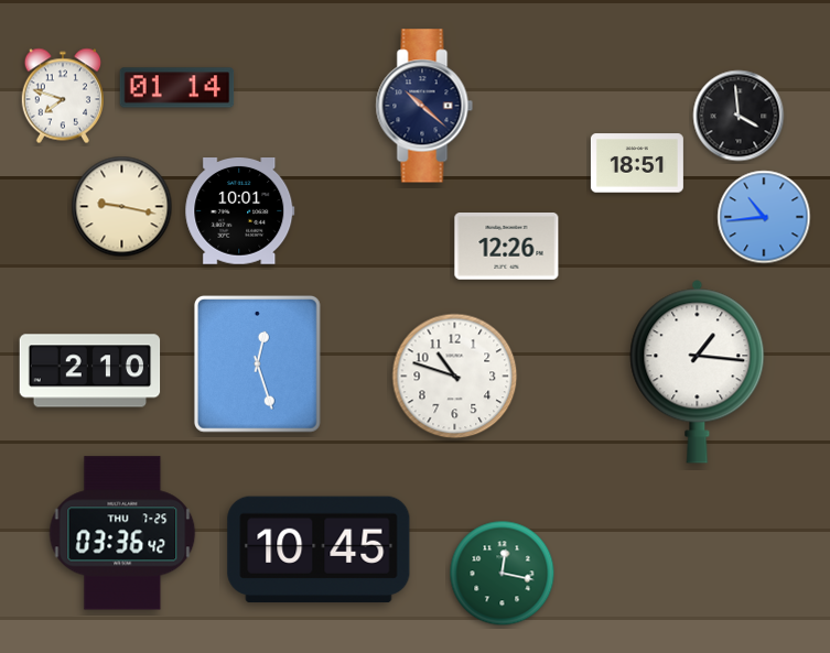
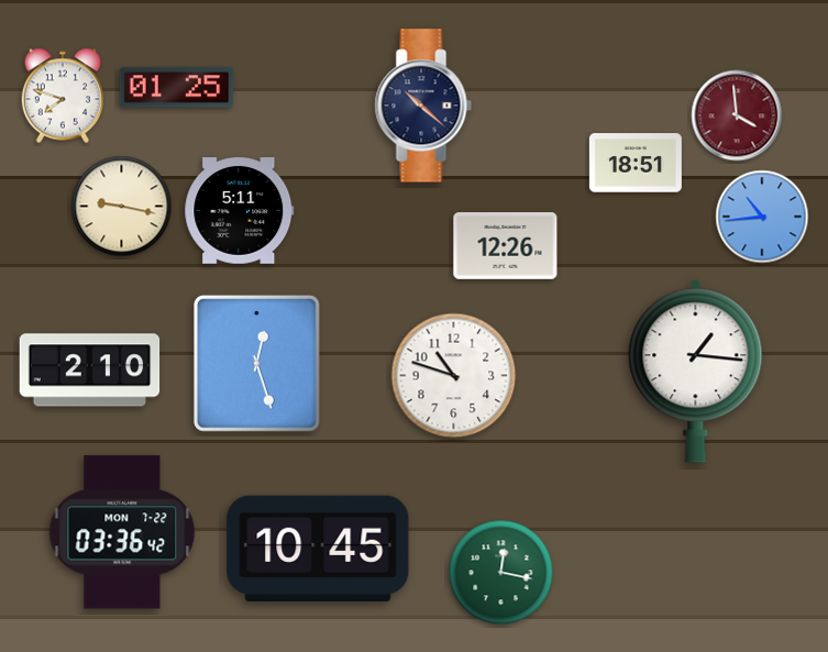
clock at (177, 88): 01:14 -> 01:25
clock at (739, 116) dial: black -> burgundy
clock at (240, 211): 10:01 -> 5:11
clock at (122, 533) date: THU 7-25 -> MON 7-22
